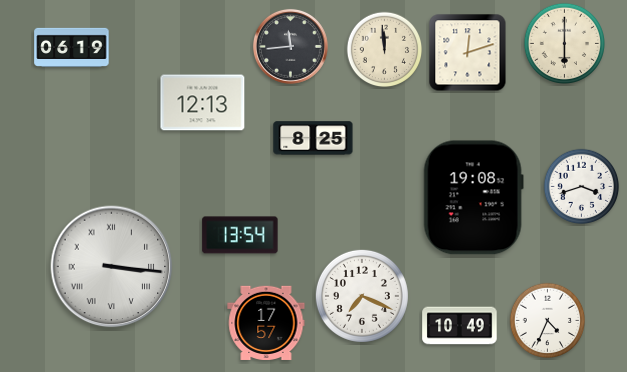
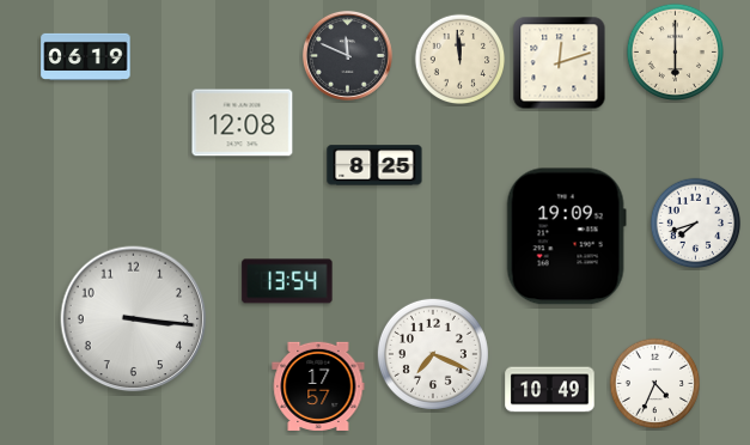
clock at (290, 46): 11:44 -> 11:49
clock at (203, 103): 12:13 -> 12:08
clock at (582, 187): 3:42 -> 7:42
clock at (473, 198): 19:08 -> 19:09
clock at (112, 267) numerals: Roman -> Arabic
